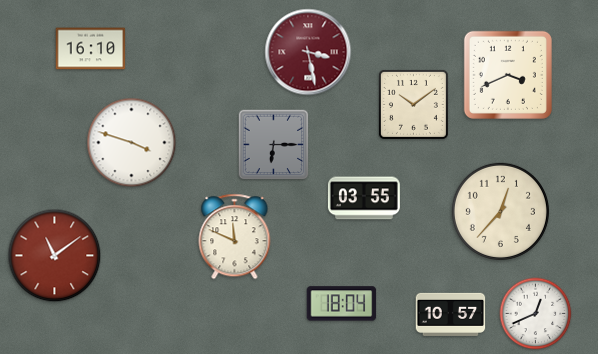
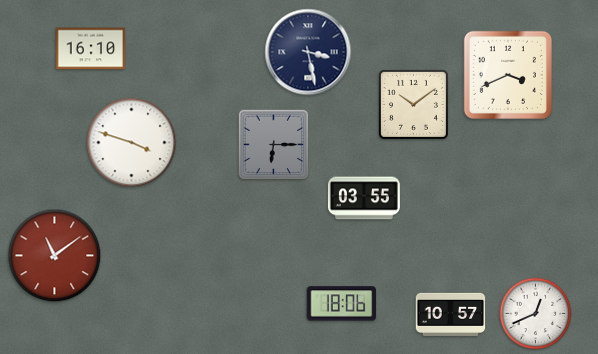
clock at (308, 52) dial: burgundy -> navy
clock at (500, 211): 12:37 -> none
clock at (235, 237): 11:49 -> none
clock at (342, 304): 18:04 -> 18:06
